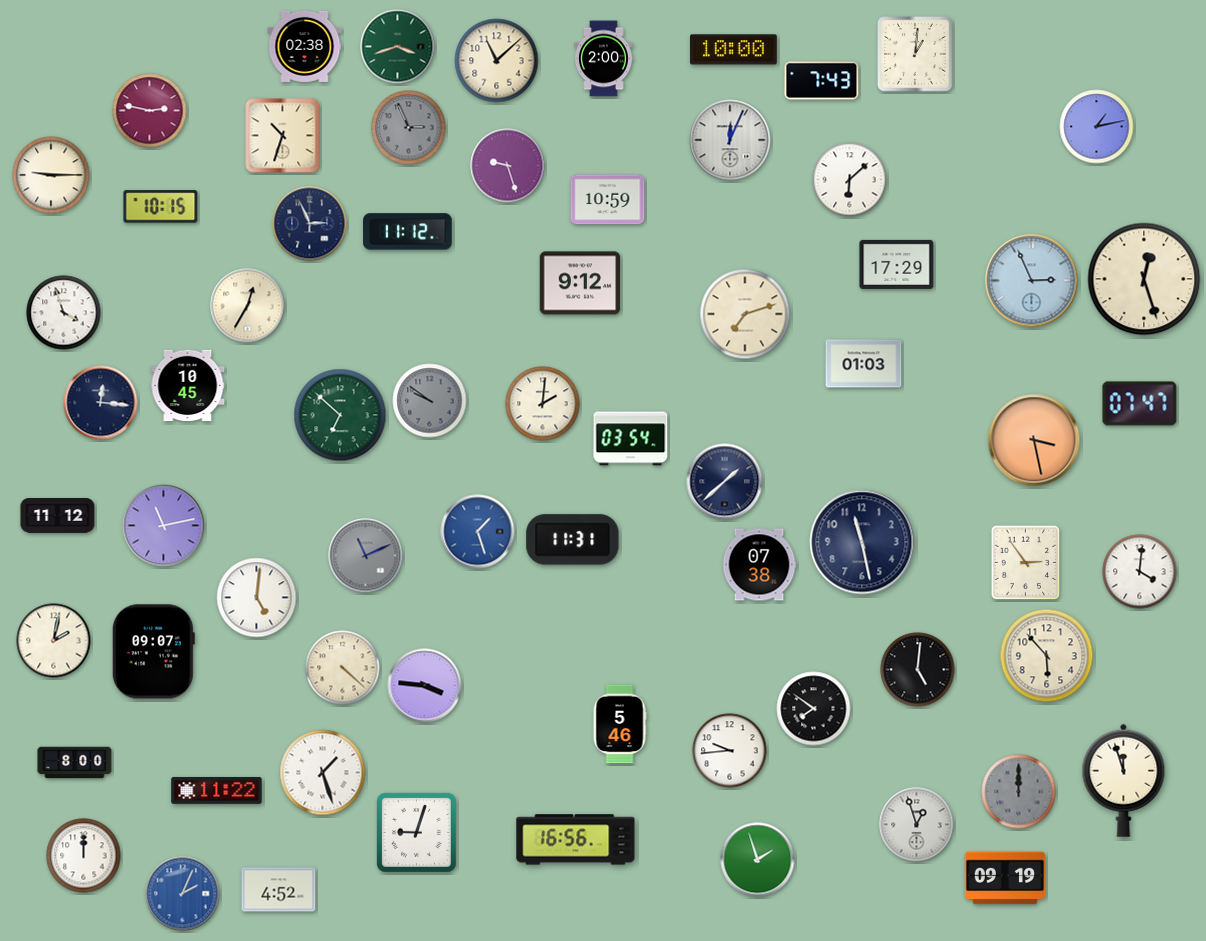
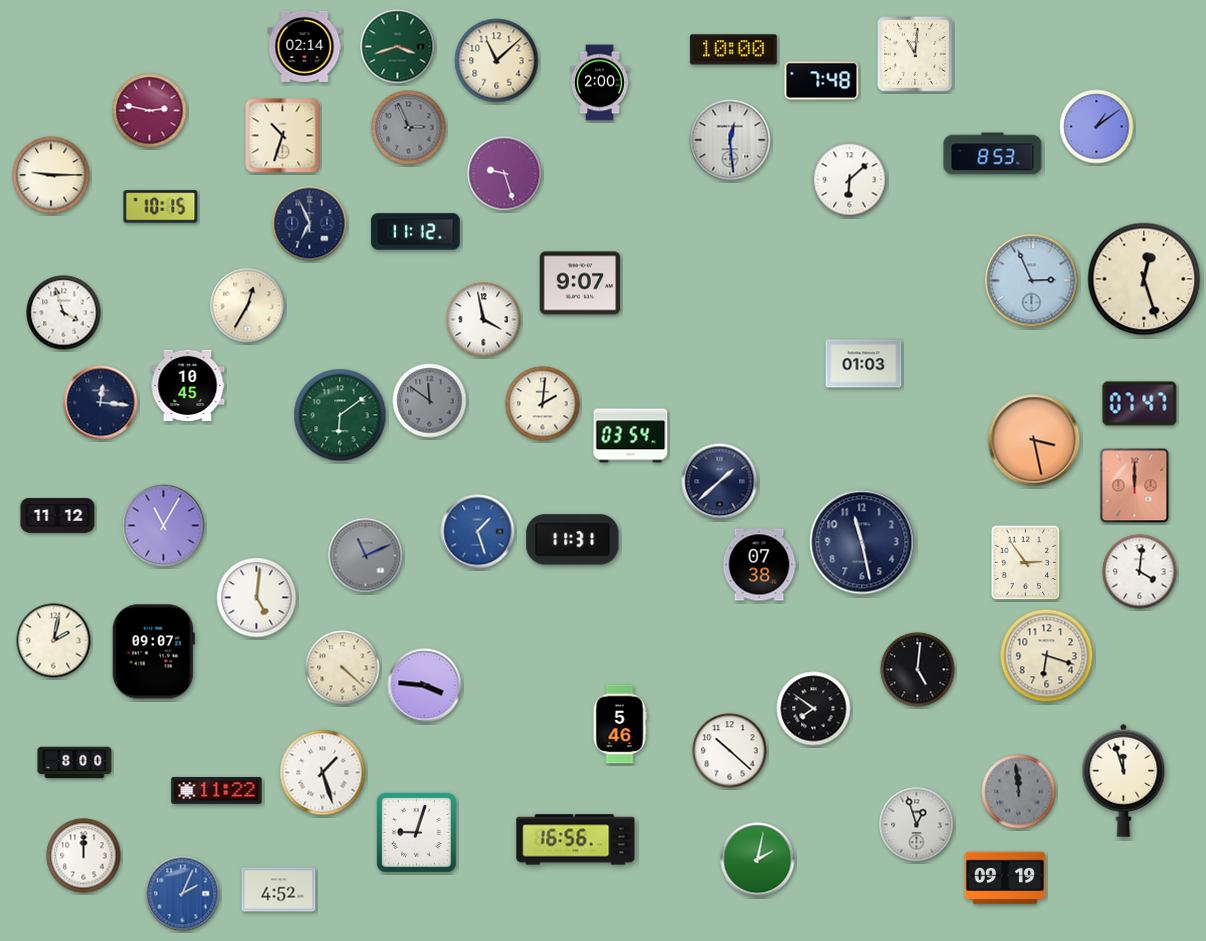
clock at (305, 46): 02:38 -> 02:14
clock at (915, 54): 1:01 -> 11:01
clock at (604, 59) position: (604, 59) -> (600, 83)
clock at (822, 81): 7:43 -> 7:48
clock at (1097, 127): 1:13 -> 1:09
clock at (730, 140): 12:04 -> 12:29
clock at (993, 154): none -> 8:53
clock at (508, 166) position: (508, 166) -> (505, 174)
clock at (608, 200): 10:59 -> none
clock at (310, 224): 2:56 -> 6:56
clock at (408, 232) position: (408, 232) -> (416, 232)
clock at (897, 264): 17:29 -> none
clock at (580, 283): 9:12 -> 9:07
clock at (745, 314): 7:12 -> none
clock at (484, 320): none -> 3:58
clock at (430, 401): 9:51 -> 11:51
clock at (340, 415): 6:52 -> 6:09
clock at (631, 439) position: (631, 439) -> (631, 436)
clock at (725, 482) position: (725, 482) -> (720, 482)
clock at (1135, 486): none -> 12:00
clock at (164, 526): 11:13 -> 11:05
clock at (1047, 656): 5:53 -> 6:18
clock at (730, 751): 9:44 -> 10:22
clock at (1019, 792): 12:00 -> 11:59
clock at (758, 860): 1:57 -> 2:02
